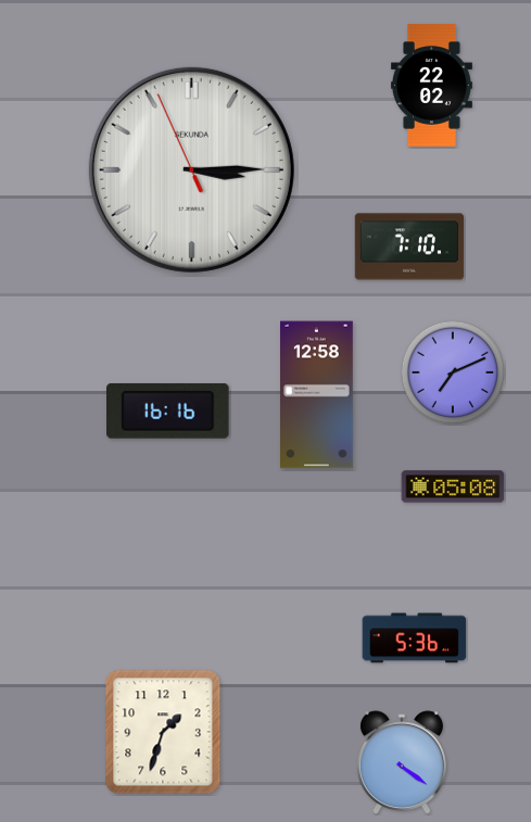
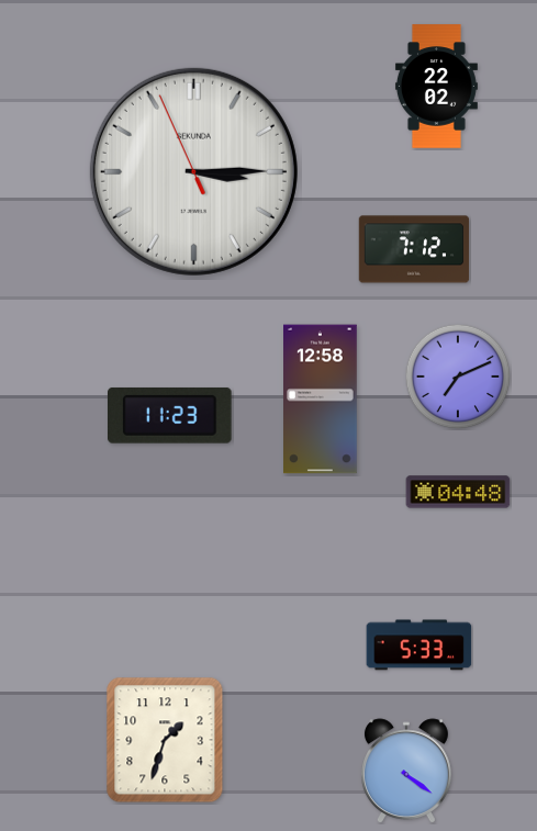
clock at (409, 246): 7:10 -> 7:12
clock at (168, 410): 16:16 -> 11:23
clock at (453, 486): 05:08 -> 04:48
clock at (415, 638): 5:36 -> 5:33
